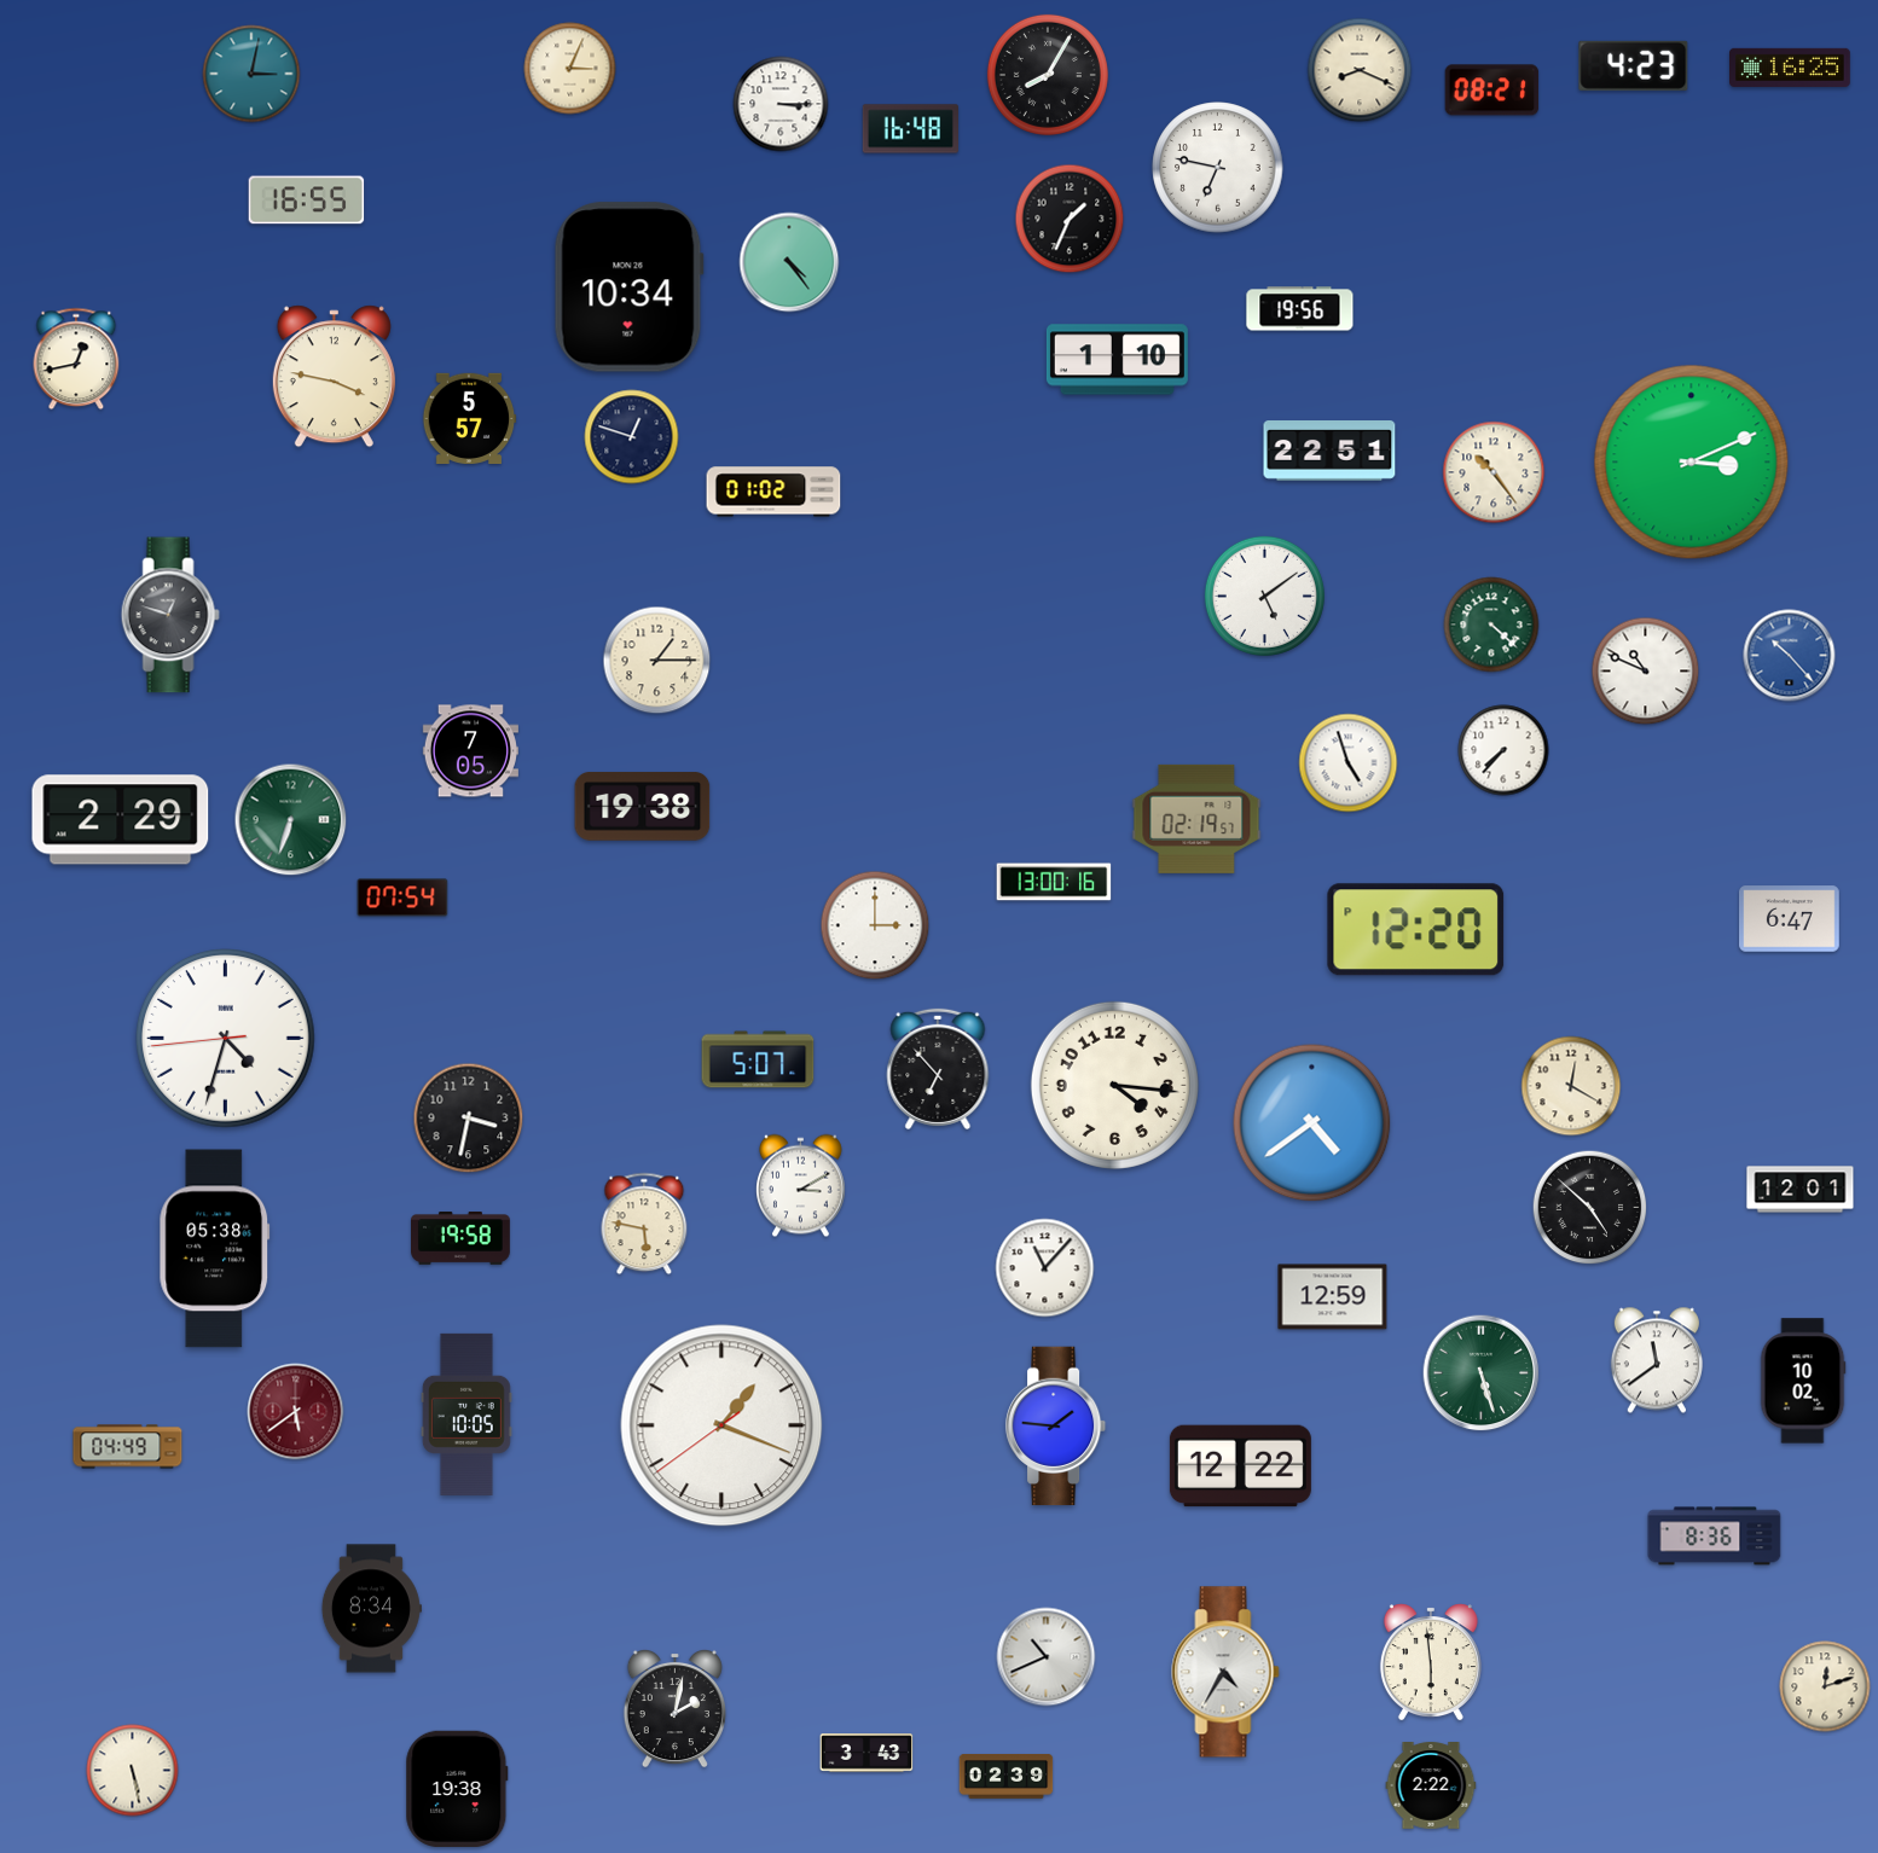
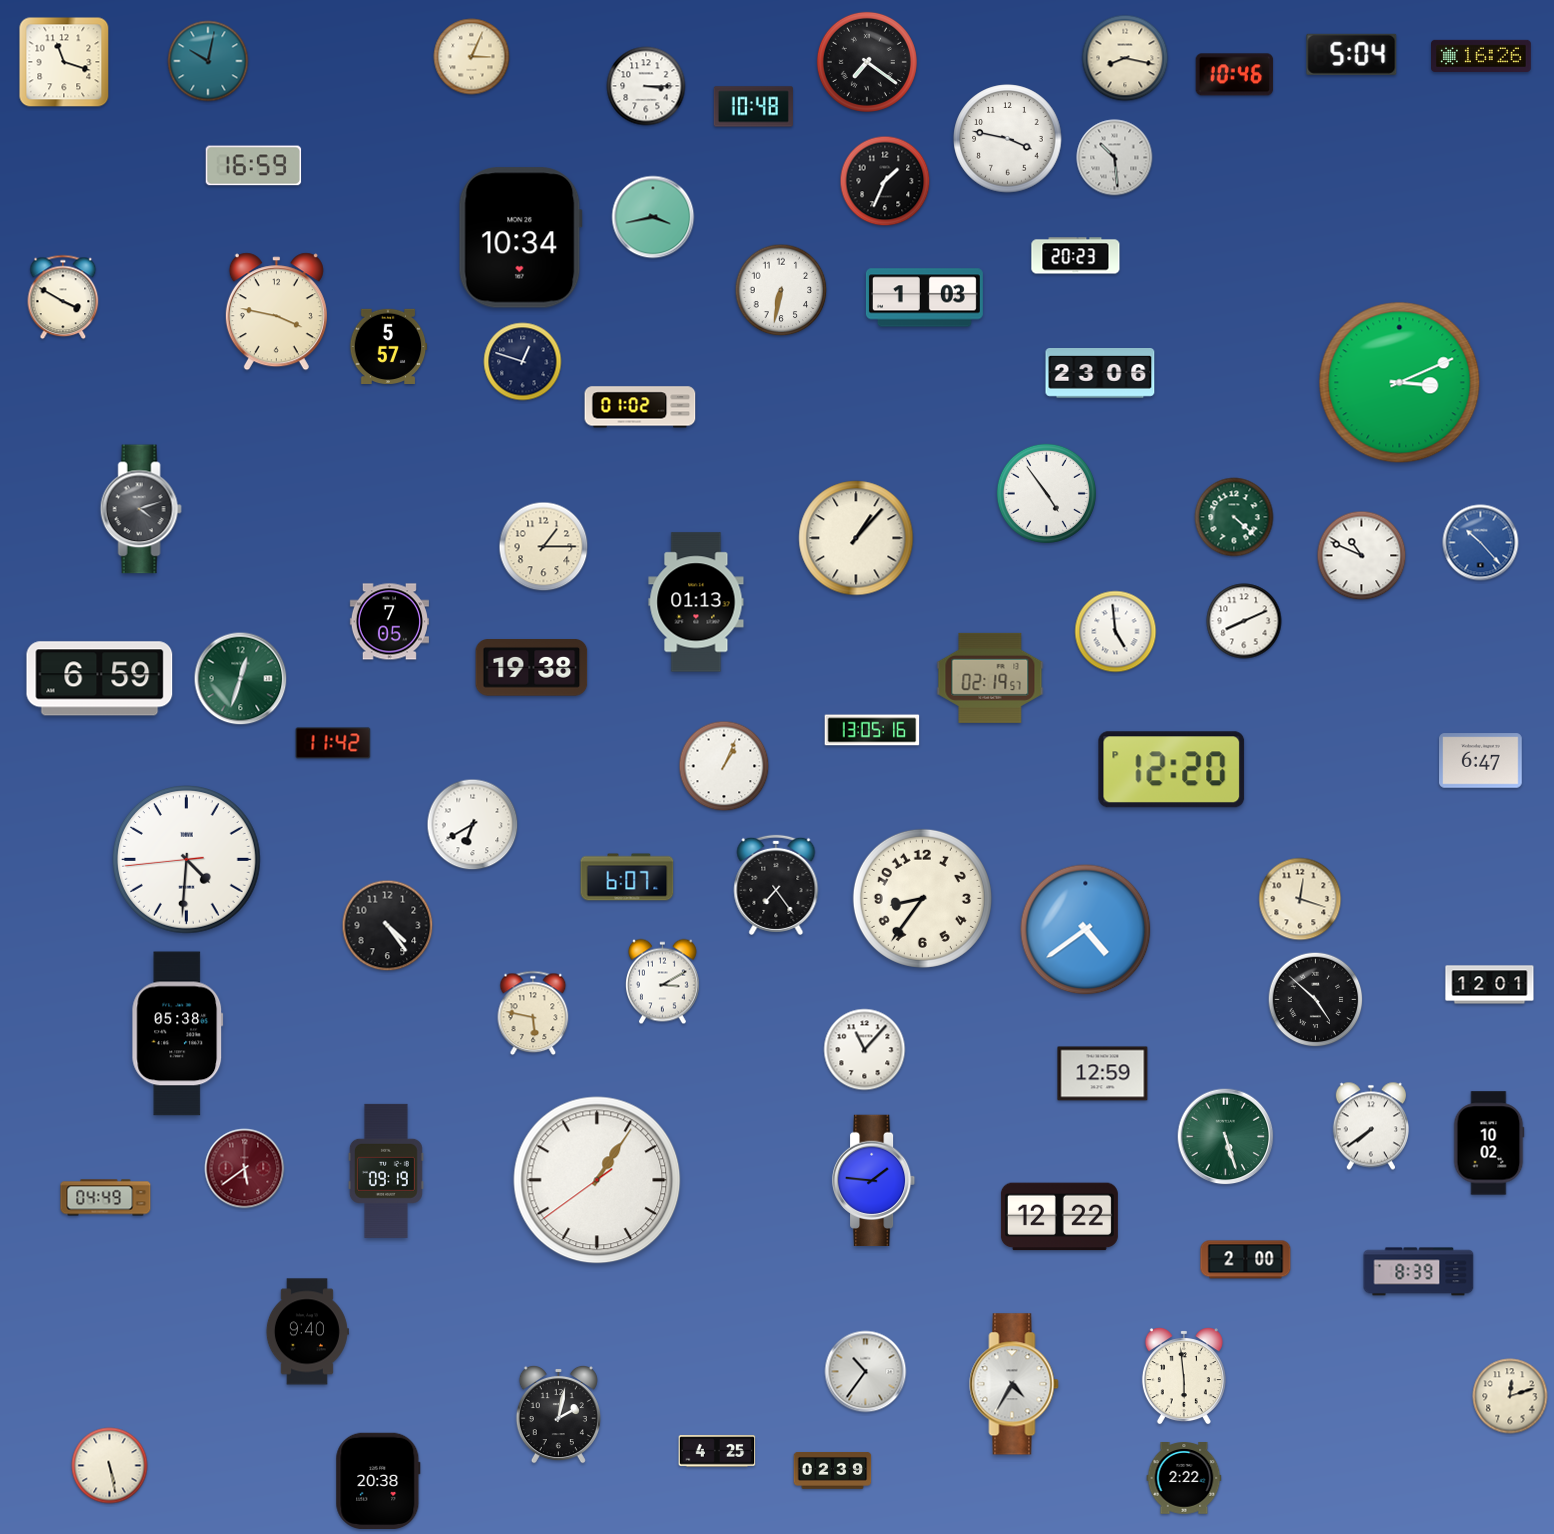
clock at (1634, 65): 4:23 -> 5:04
clock at (1791, 68): 16:25 -> 16:26
clock at (1360, 70): 8:19 -> 8:17
clock at (251, 74): 3:02 -> 10:02
clock at (64, 62): none -> 11:18
clock at (1048, 75): 8:05 -> 7:21
clock at (1492, 91): 08:21 -> 10:46
clock at (910, 129): 16:48 -> 10:48
clock at (1218, 168): 6:47 -> 3:47
clock at (1115, 158): none -> 10:29
clock at (307, 201): 16:55 -> 16:59
clock at (789, 262): 4:24 -> 3:43
clock at (1300, 309): 19:56 -> 20:23
clock at (781, 290): none -> 6:32
clock at (76, 359): 12:43 -> 3:50
clock at (1117, 360): 1:10 -> 1:03
clock at (1329, 452): 22:51 -> 23:06
clock at (1494, 472): 10:24 -> none
clock at (1264, 596): 5:09 -> 4:54
clock at (170, 615): 12:48 -> 4:12
clock at (856, 538): none -> 1:07
clock at (696, 602): none -> 01:13
clock at (1503, 750): 7:37 -> 8:11
clock at (1349, 763): 4:57 -> 4:59
clock at (121, 820): 2:29 -> 6:59
clock at (291, 820): 6:33 -> 12:33
clock at (1054, 882): 13:00 -> 13:05
clock at (402, 898): 07:54 -> 11:42
clock at (875, 925): 3:00 -> 1:04
clock at (473, 825): none -> 6:40
clock at (226, 1039): 4:32 -> 4:30
clock at (758, 1059): 5:07 -> 6:07
clock at (938, 1069): 6:53 -> 7:24
clock at (1114, 1085): 4:16 -> 8:36
clock at (1571, 1086): 12:20 -> 12:18
clock at (469, 1119): 3:32 -> 4:24
clock at (462, 1239): 19:58 -> none
clock at (1657, 1360): 11:39 -> 7:39
clock at (1803, 1381) position: (1803, 1381) -> (1489, 1143)
clock at (466, 1415): 10:05 -> 09:19
clock at (721, 1425): 1:18 -> 1:05
clock at (1240, 1466) position: (1240, 1466) -> (1059, 1217)
clock at (1246, 1260): none -> 2:00
clock at (1715, 1537): 8:36 -> 8:39
clock at (371, 1609): 8:34 -> 9:40
clock at (1047, 1657): 10:41 -> 10:36
clock at (866, 1753): 3:43 -> 4:25
clock at (457, 1788): 19:38 -> 20:38
